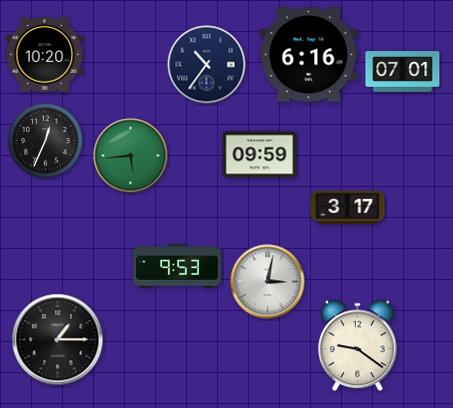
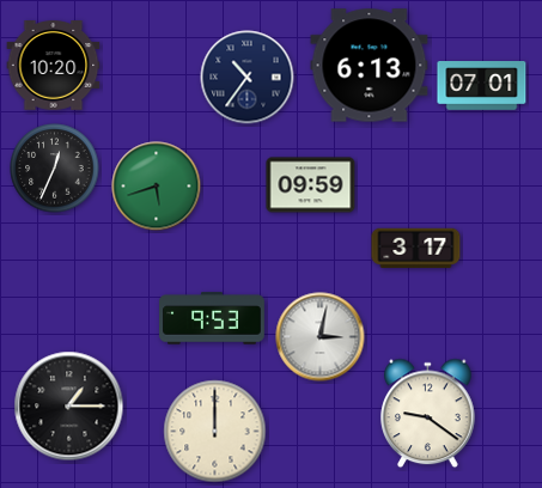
clock at (309, 55): 6:16 -> 6:13
clock at (131, 156): 5:44 -> 5:42
clock at (215, 432): none -> 12:00
